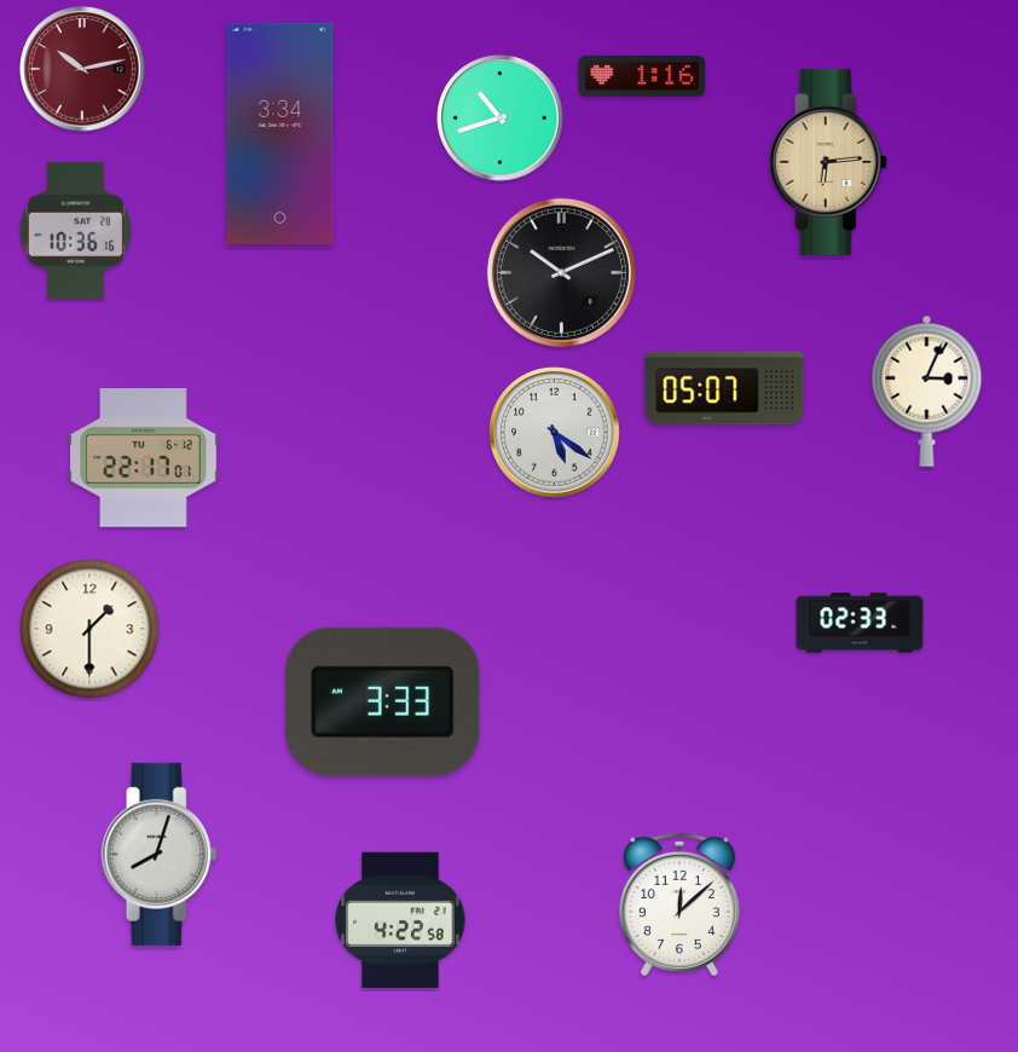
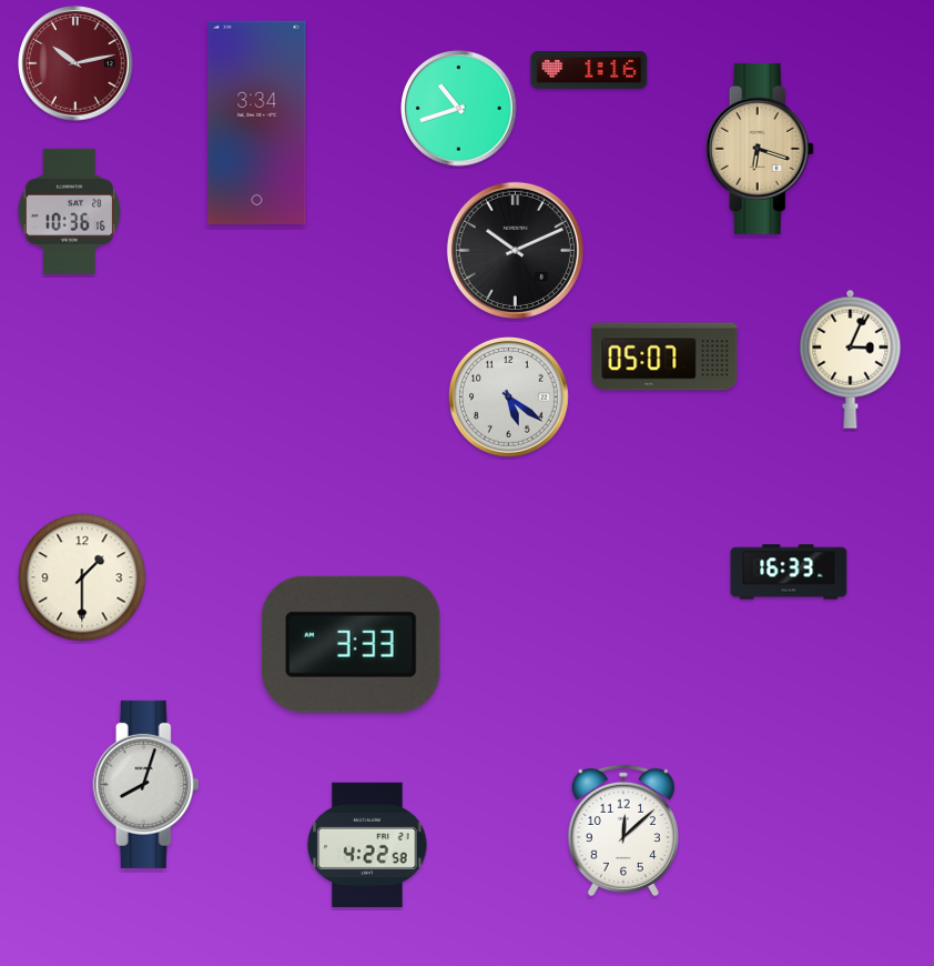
clock at (828, 162): 6:14 -> 6:18
clock at (144, 458): 22:17 -> none
clock at (860, 623): 02:33 -> 16:33
